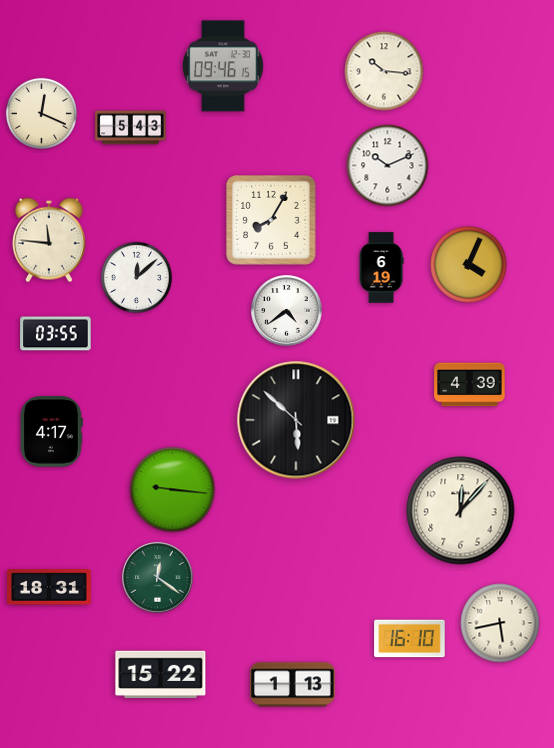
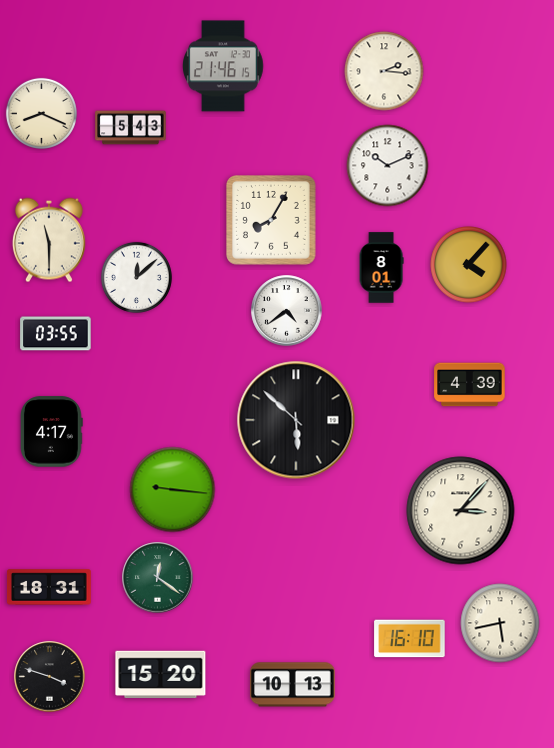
clock at (223, 66): 09:46 -> 21:46
clock at (384, 71): 10:16 -> 2:16
clock at (41, 113): 12:19 -> 8:19
clock at (49, 240): 11:46 -> 11:30
clock at (469, 265): 4:04 -> 4:07
clock at (381, 268): 6:19 -> 8:01
clock at (461, 511): 12:07 -> 3:07
clock at (161, 675): 15:22 -> 15:20
clock at (50, 677): none -> 3:48
clock at (293, 685): 1:13 -> 10:13
